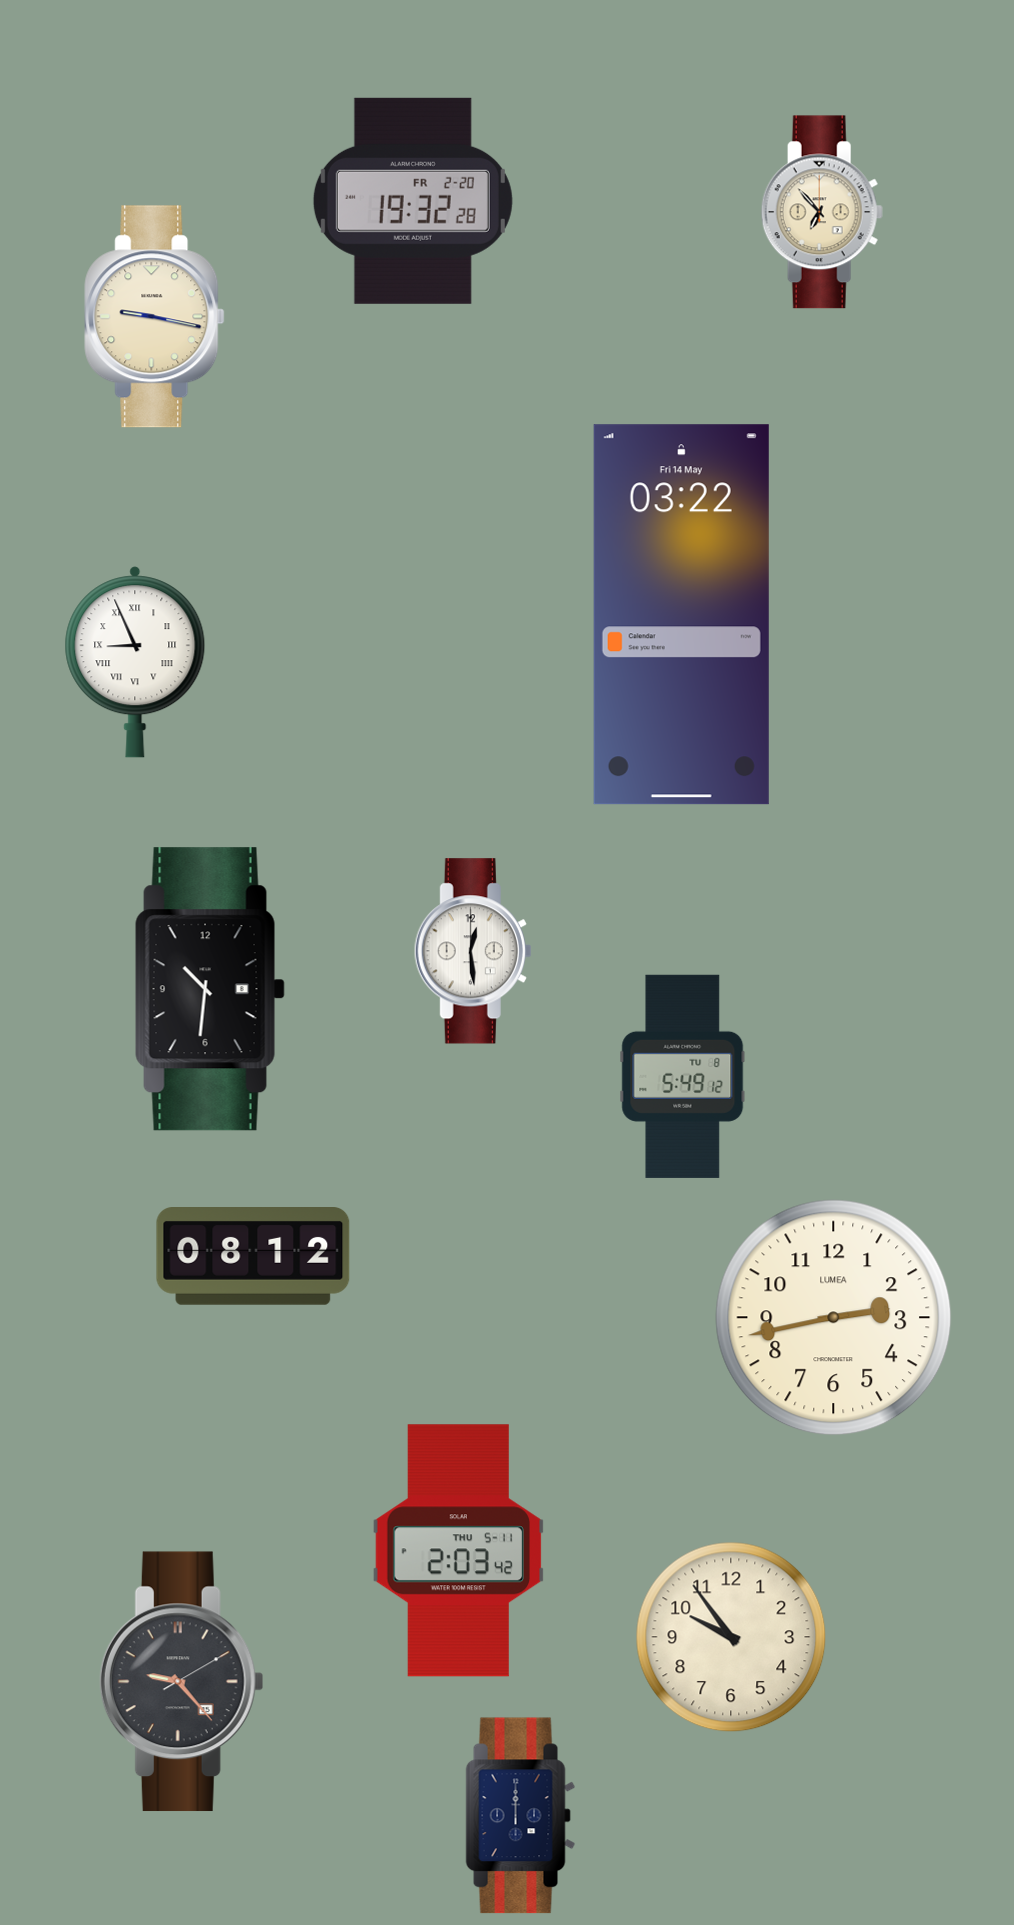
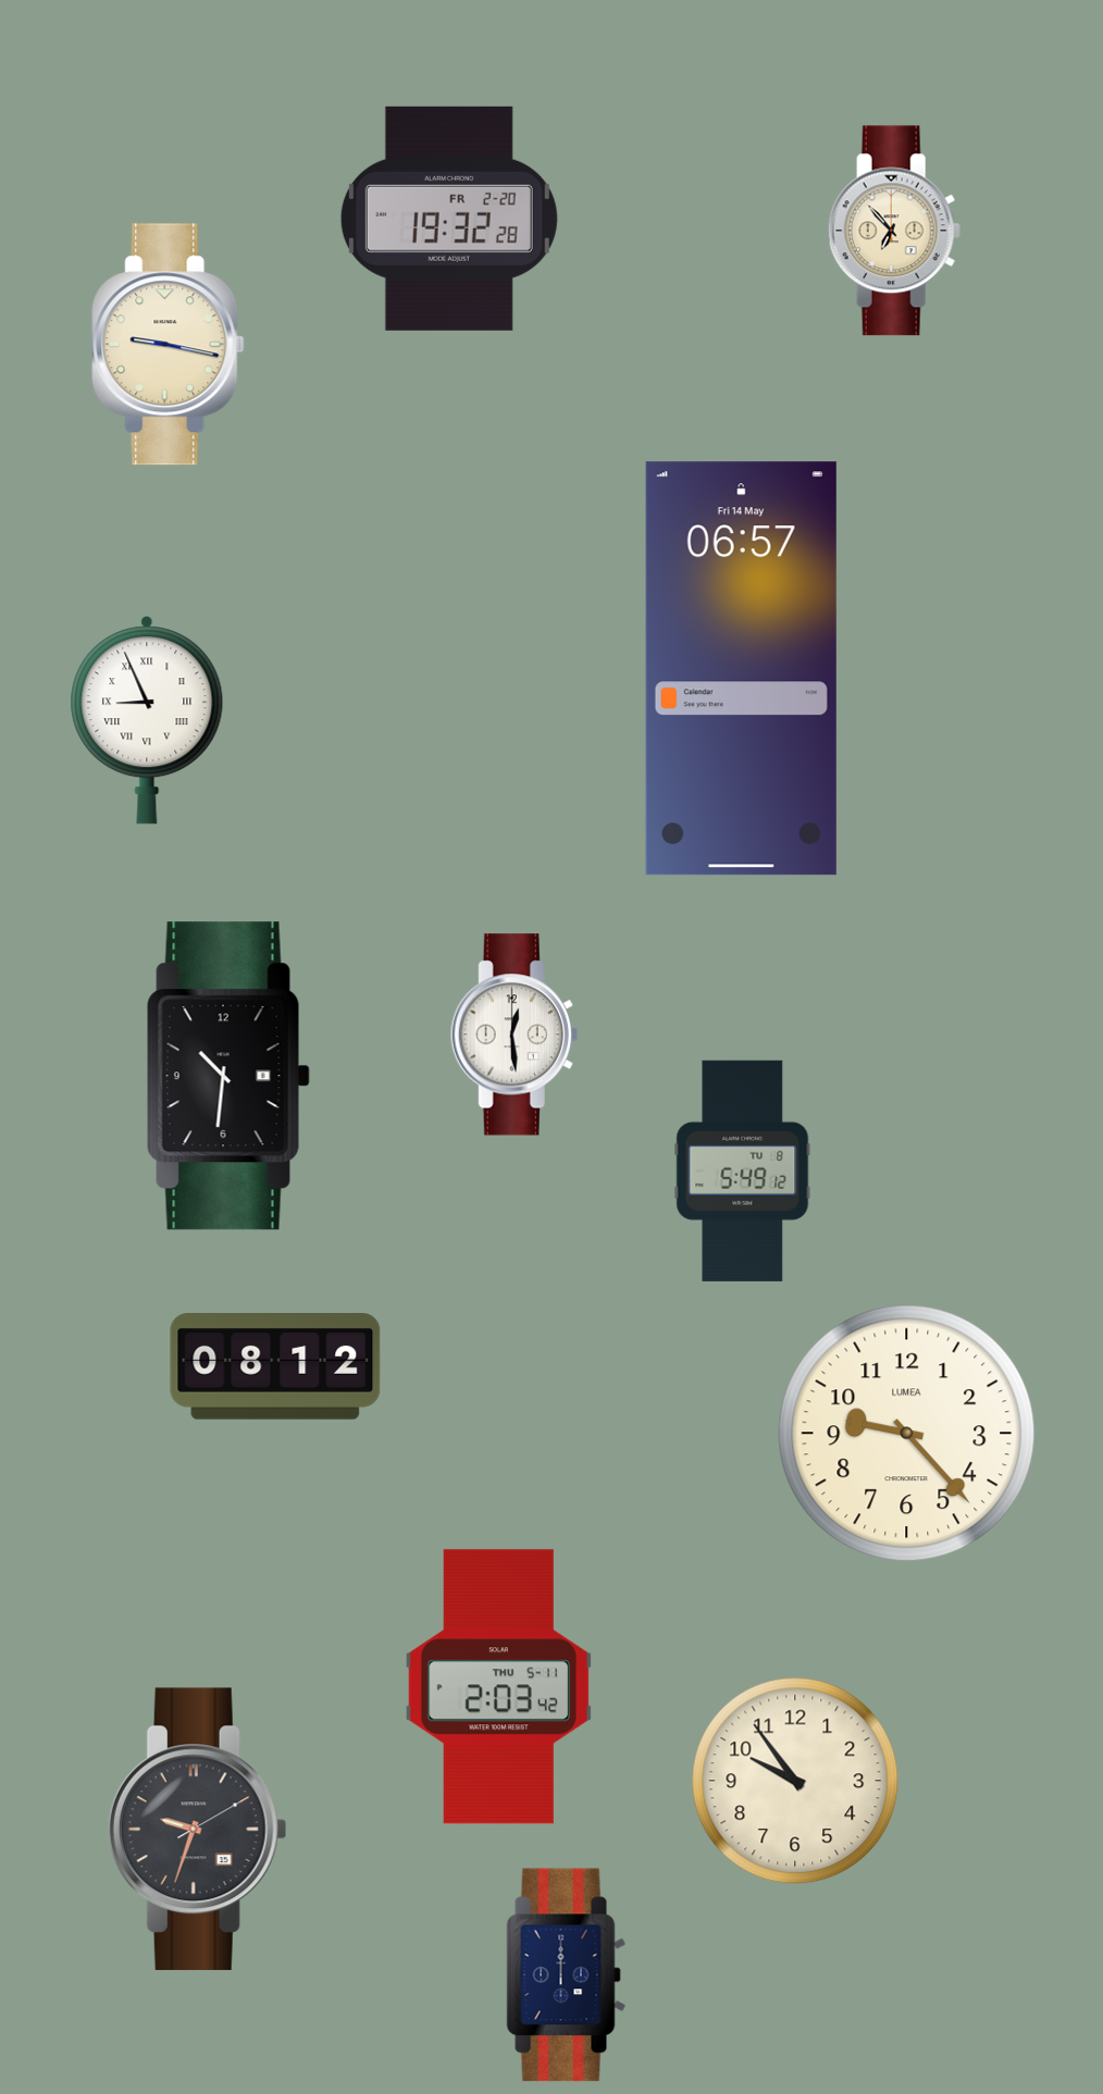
clock at (681, 615): 03:22 -> 06:57
clock at (834, 1318): 2:43 -> 9:23
clock at (181, 1682): 9:23 -> 9:33
